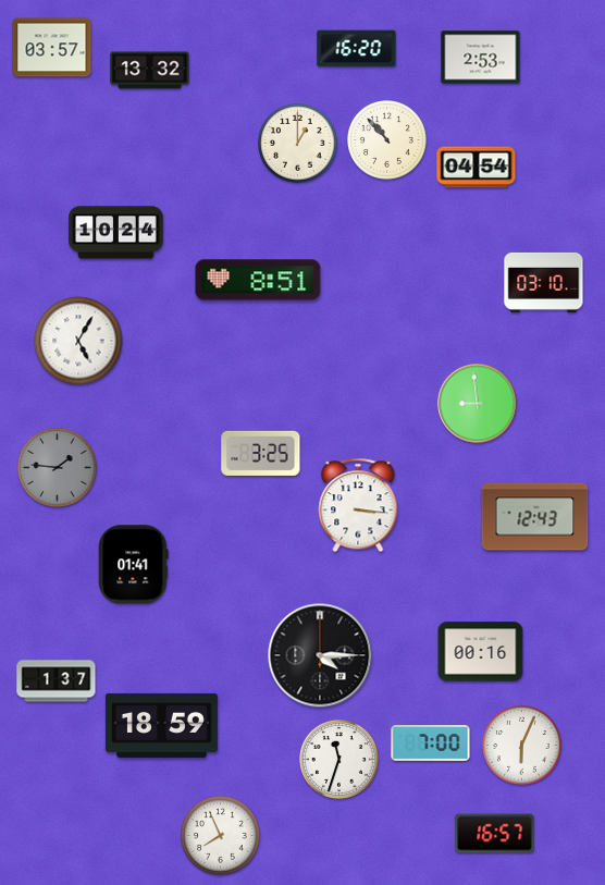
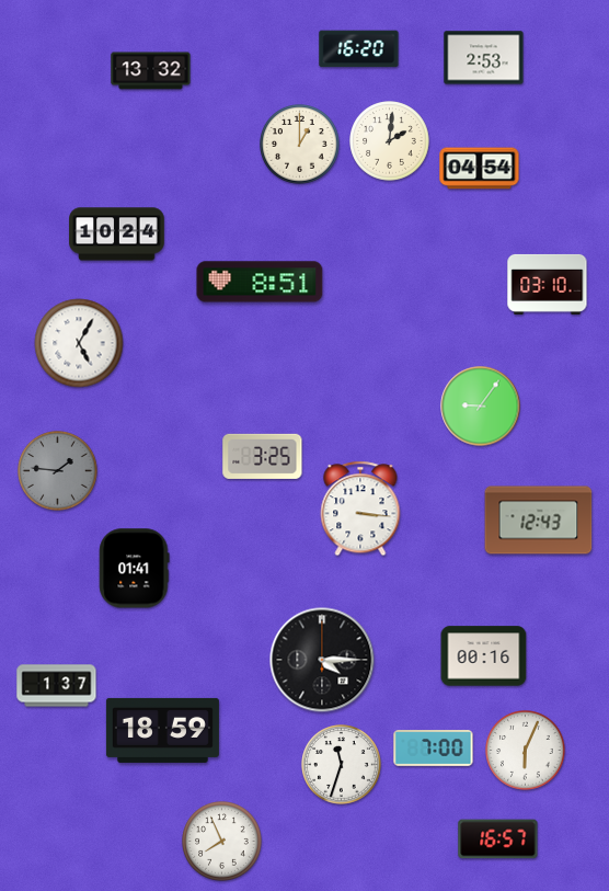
clock at (52, 48): 03:57 -> none
clock at (387, 140): 10:53 -> 2:01
clock at (478, 404): 8:59 -> 9:06
